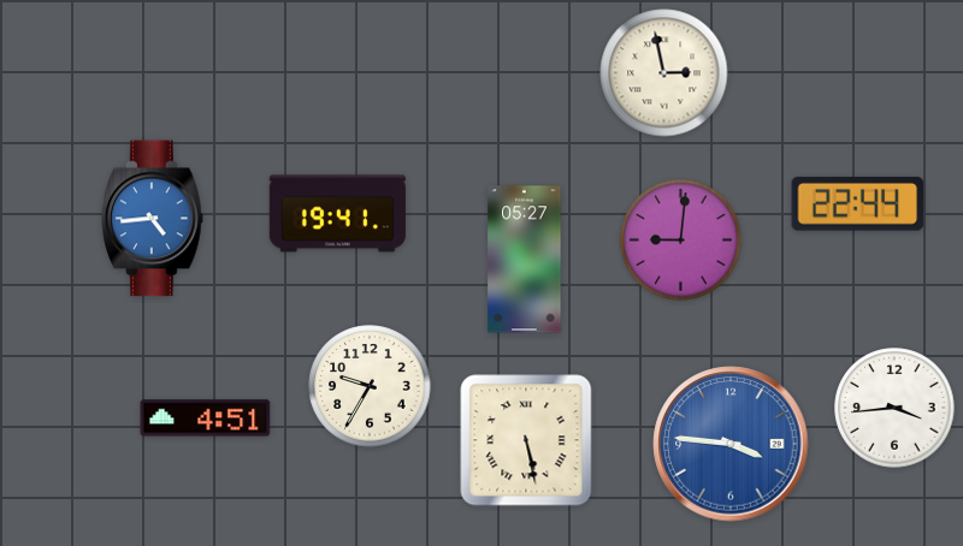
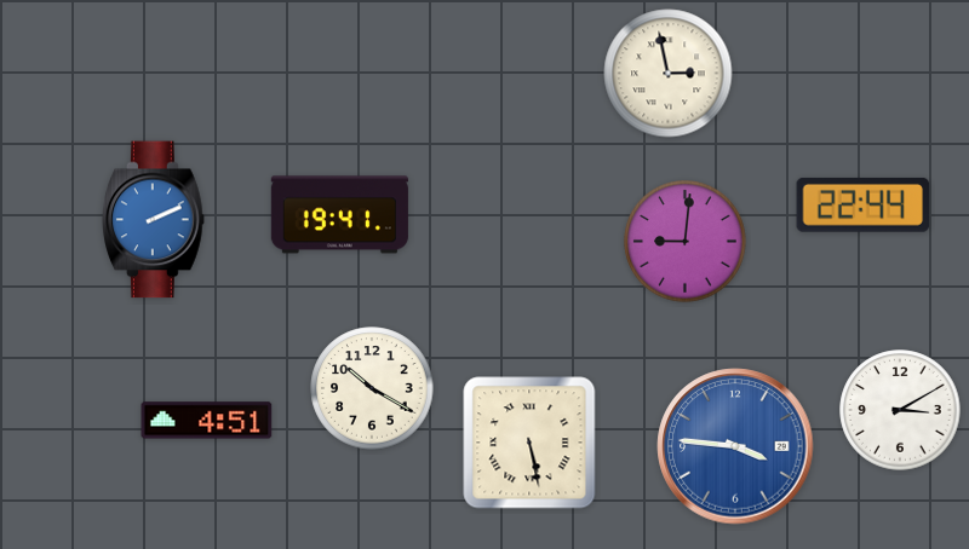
clock at (153, 219): 4:44 -> 2:11
clock at (525, 260): 05:27 -> none
clock at (370, 386): 9:35 -> 10:20
clock at (894, 408): 3:44 -> 3:10
